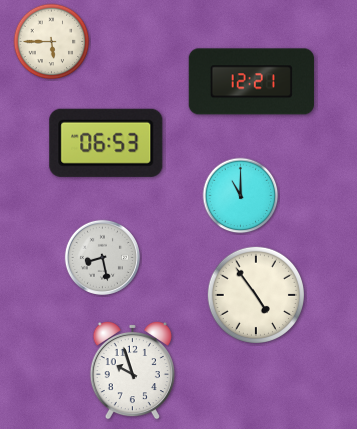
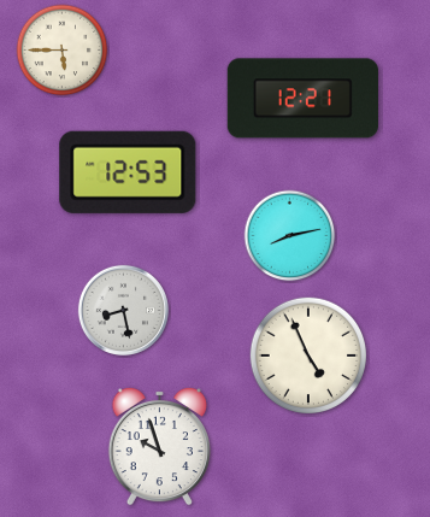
clock at (106, 143): 06:53 -> 12:53
clock at (241, 196): 11:00 -> 8:13
clock at (256, 295): 4:54 -> 4:56
